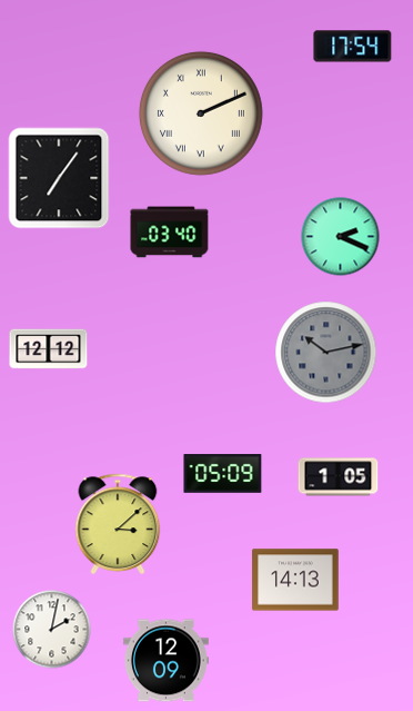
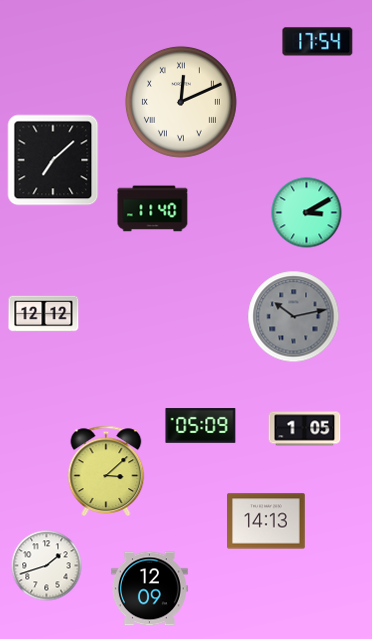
clock at (201, 113): 2:11 -> 12:11
clock at (59, 178): 7:06 -> 7:08
clock at (170, 233): 03:40 -> 11:40
clock at (341, 237): 2:19 -> 3:10
clock at (52, 630): 2:02 -> 1:42
clock at (165, 661) position: (165, 661) -> (149, 589)
